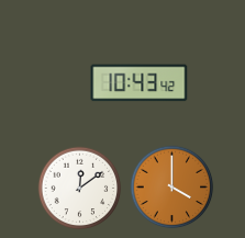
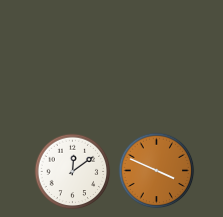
clock at (140, 83): 10:43 -> none
clock at (172, 188): 4:00 -> 3:49
